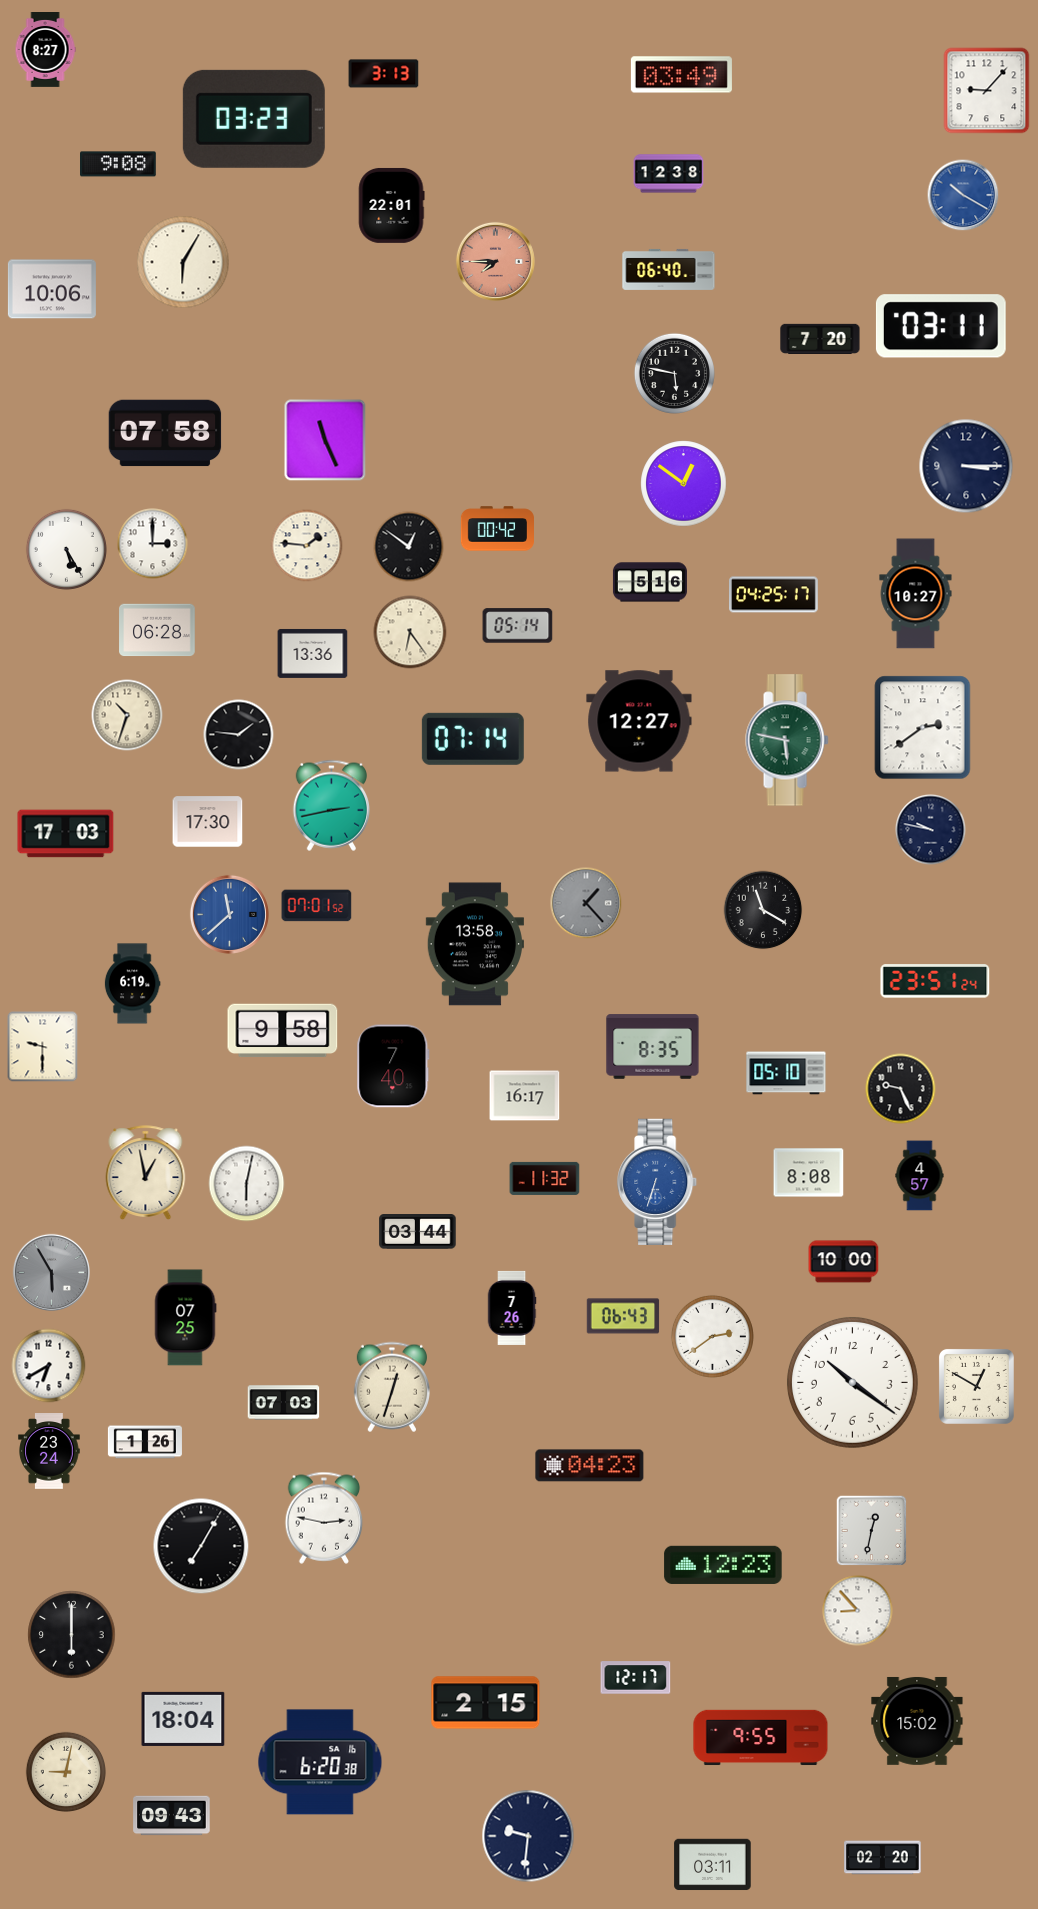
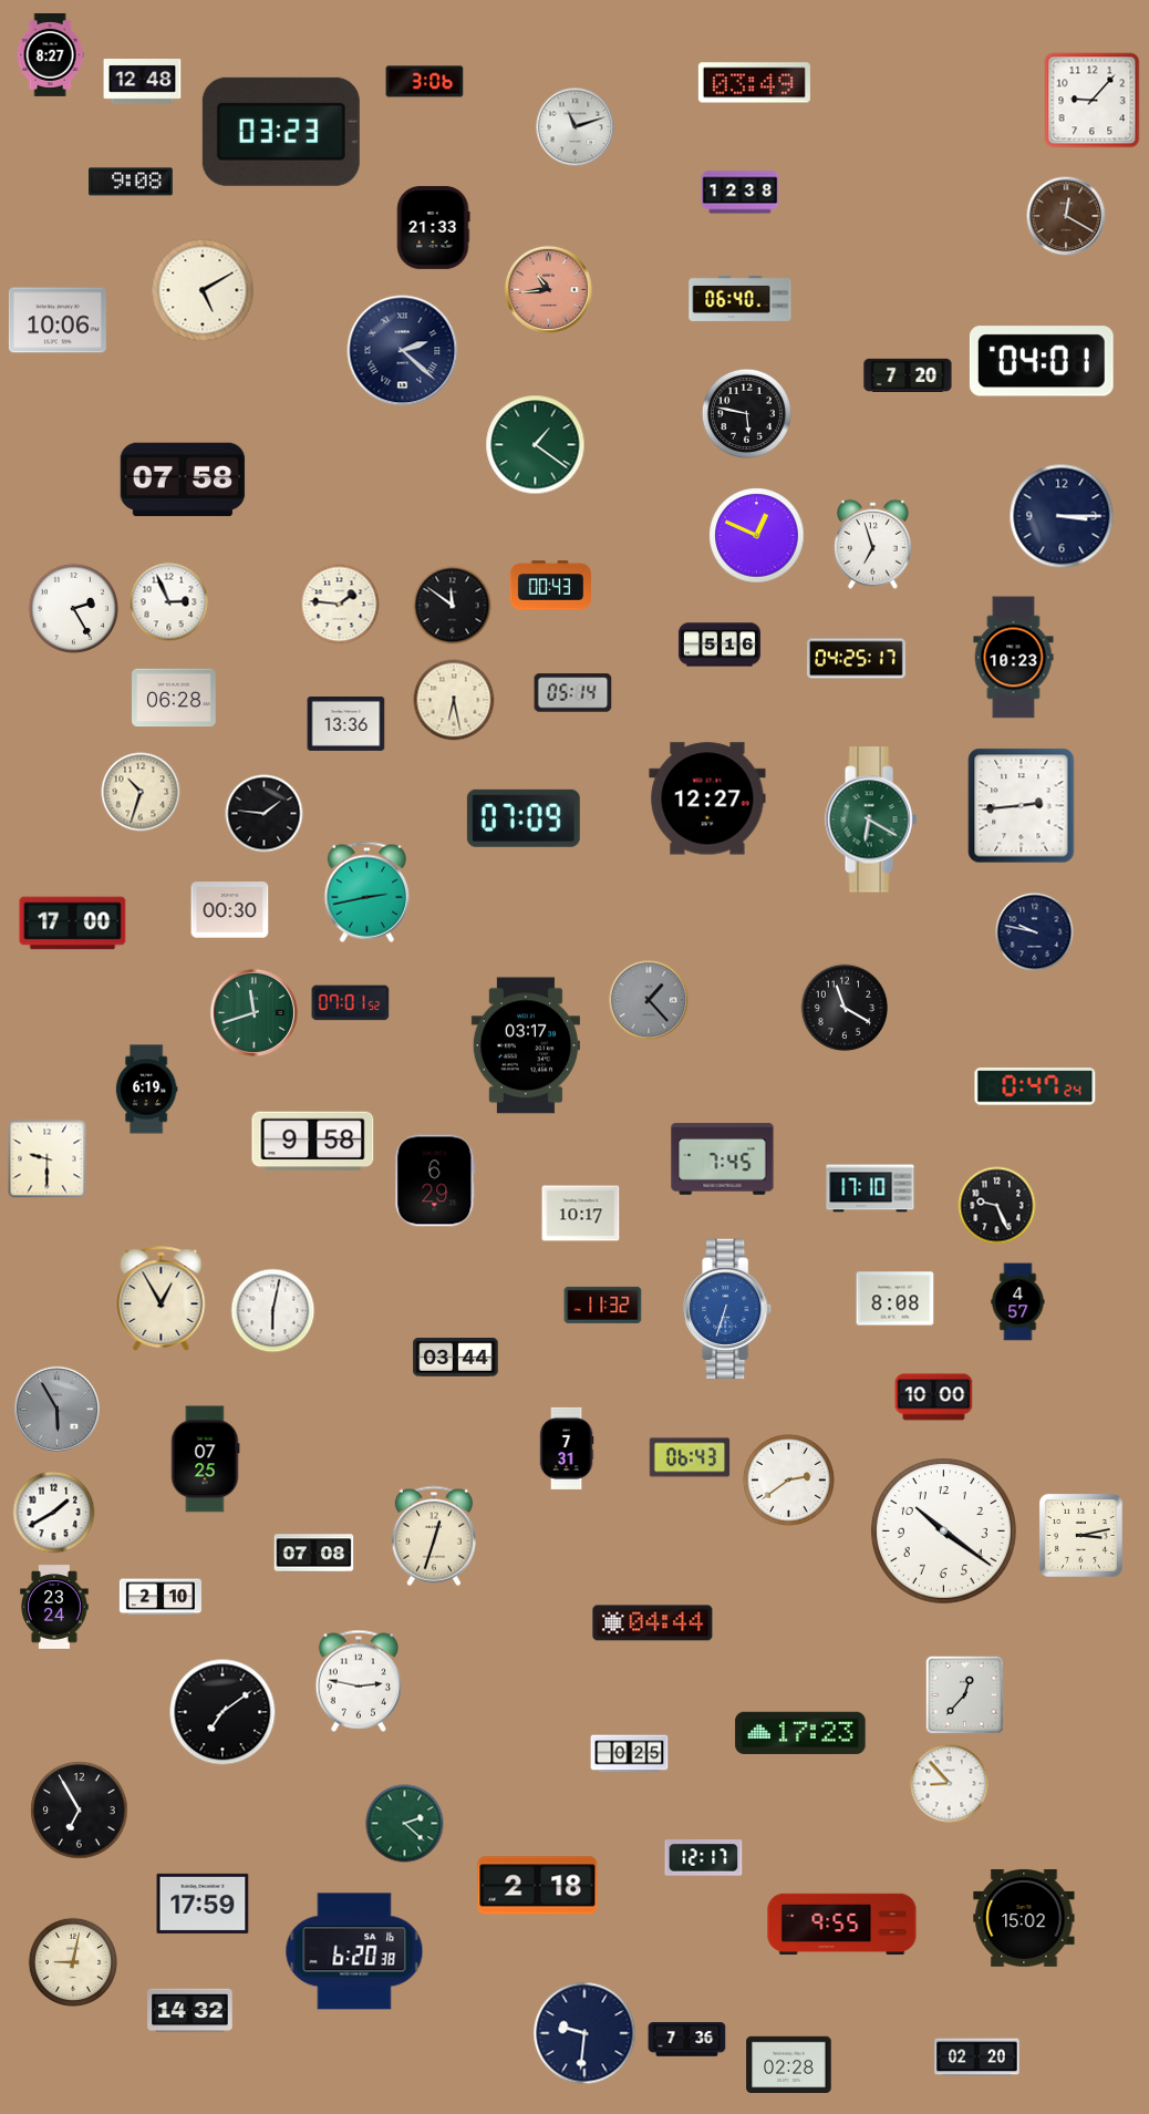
clock at (143, 82): none -> 12:48
clock at (384, 74): 3:13 -> 3:06
clock at (576, 127): none -> 11:12
clock at (963, 195): 10:20 -> 12:20
clock at (963, 195) dial: blue -> brown
clock at (391, 205): 22:01 -> 21:33
clock at (495, 261): 7:45 -> 10:44
clock at (183, 262): 6:05 -> 5:10
clock at (403, 351): none -> 2:22
clock at (941, 326): 03:11 -> 04:01
clock at (536, 445): none -> 1:21
clock at (325, 440): 11:26 -> none
clock at (966, 466) position: (966, 466) -> (1062, 516)
clock at (684, 484): 12:51 -> 12:49
clock at (872, 544): none -> 6:57
clock at (497, 529): 00:42 -> 00:43
clock at (153, 544): 3:00 -> 2:56
clock at (409, 547): 12:51 -> 11:51
clock at (66, 549): 5:25 -> 2:25
clock at (916, 594): 10:27 -> 10:23
clock at (410, 632): 6:24 -> 6:28
clock at (923, 728): 2:39 -> 2:44
clock at (473, 739): 07:14 -> 07:09
clock at (787, 740): 5:47 -> 6:20
clock at (208, 822): 17:30 -> 00:30
clock at (931, 830) position: (931, 830) -> (1035, 932)
clock at (66, 834): 17:03 -> 17:00
clock at (229, 914): 11:38 -> 11:42
clock at (229, 914) dial: blue -> green
clock at (475, 944): 13:58 -> 03:17
clock at (935, 981): 23:51 -> 0:47
clock at (653, 1047): 8:35 -> 7:45
clock at (393, 1066): 7:40 -> 6:29
clock at (786, 1073): 05:10 -> 17:10
clock at (525, 1096): 16:17 -> 10:17
clock at (146, 1173): 12:58 -> 12:55
clock at (418, 1232) position: (418, 1232) -> (456, 1358)
clock at (512, 1308): 7:26 -> 7:31
clock at (49, 1366): 6:40 -> 1:40
clock at (976, 1386): 12:50 -> 3:13
clock at (284, 1403): 07:03 -> 07:08
clock at (145, 1442): 1:26 -> 2:10
clock at (590, 1466): 04:23 -> 04:44
clock at (872, 1531): 12:32 -> 12:37
clock at (201, 1546): 7:05 -> 7:09
clock at (723, 1564): 12:23 -> 17:23
clock at (630, 1754): none -> 0:25
clock at (72, 1635): 6:00 -> 6:55
clock at (405, 1824): none -> 2:22
clock at (486, 1703): 2:15 -> 2:18
clock at (183, 1719): 18:04 -> 17:59
clock at (917, 1721) position: (917, 1721) -> (1024, 1918)
clock at (172, 1816): 09:43 -> 14:32
clock at (687, 2040): none -> 7:36
clock at (713, 1865): 03:11 -> 02:28
